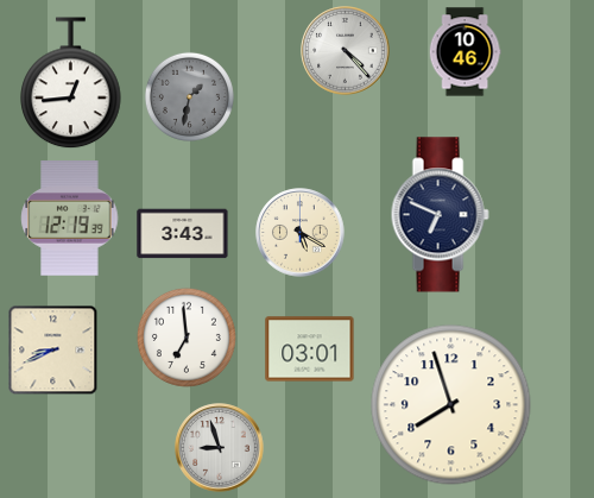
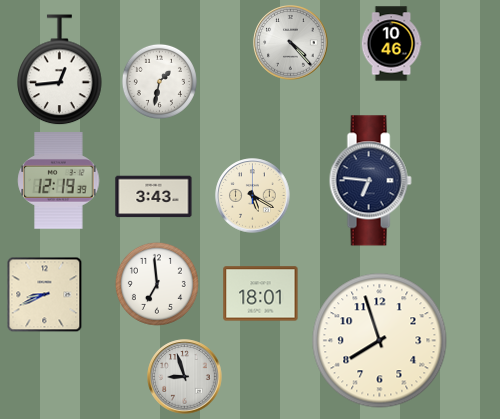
clock at (189, 96) dial: grey -> white
clock at (440, 215): 6:49 -> 6:46
clock at (70, 219) position: (70, 219) -> (59, 181)
clock at (310, 349): 03:01 -> 18:01
